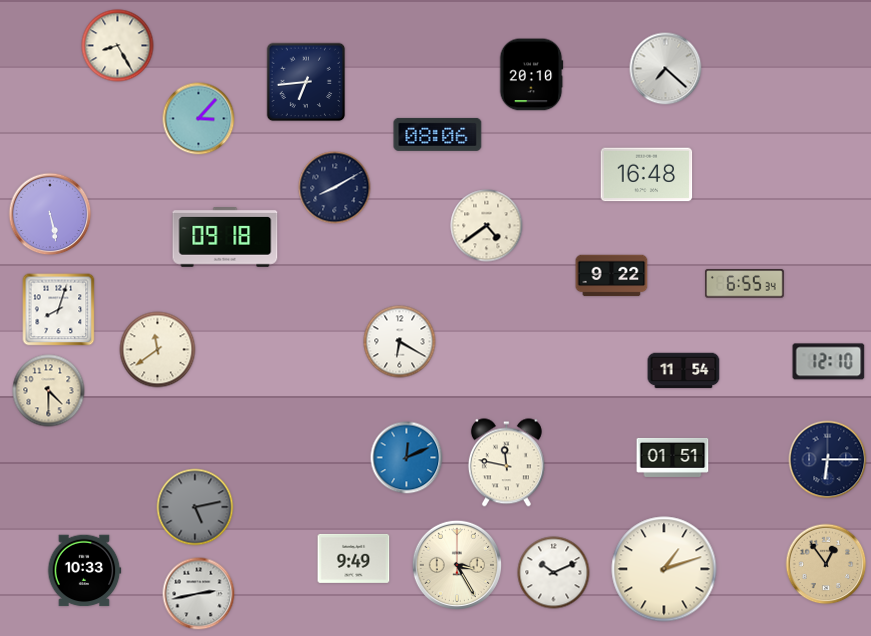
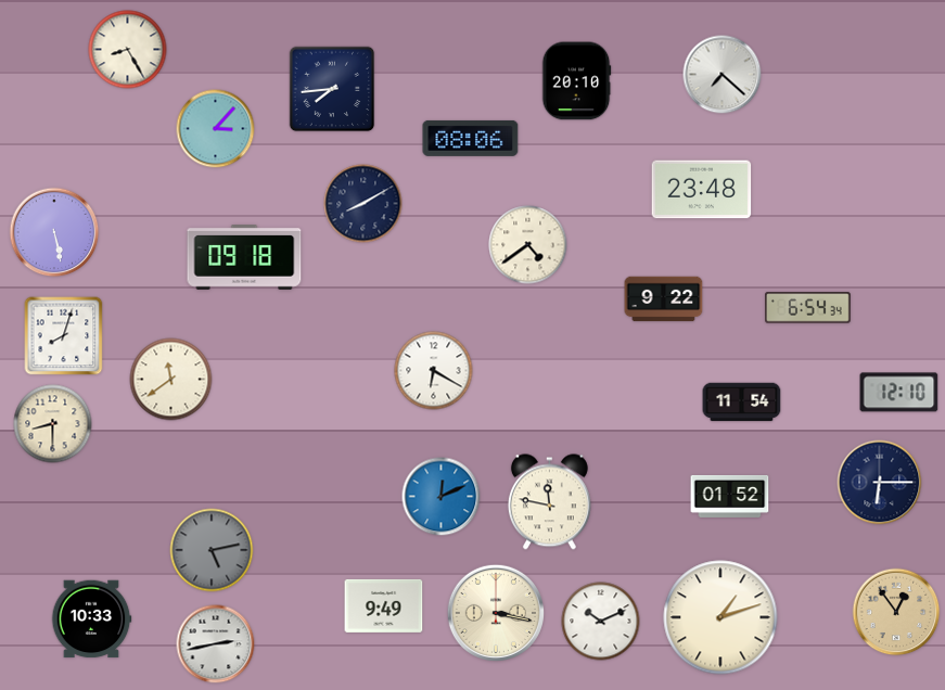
clock at (306, 82): 6:44 -> 7:44
clock at (438, 134) position: (438, 134) -> (471, 138)
clock at (647, 175): 16:48 -> 23:48
clock at (745, 284): 6:55 -> 6:54
clock at (49, 391): 4:30 -> 8:30
clock at (673, 457): 01:51 -> 01:52
clock at (828, 460) position: (828, 460) -> (880, 483)
clock at (456, 564): 3:25 -> 3:17
